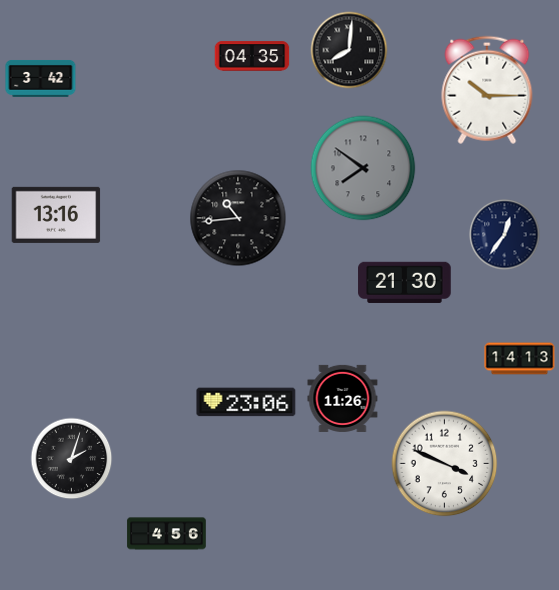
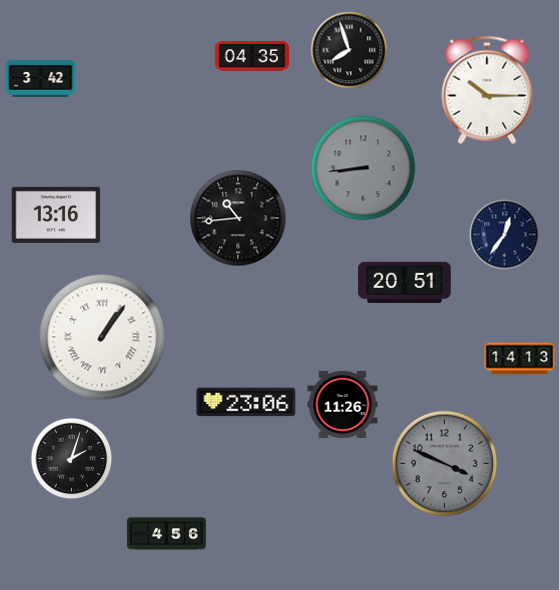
clock at (349, 50): 8:01 -> 7:57
clock at (363, 168): 7:51 -> 8:44
clock at (405, 282): 21:30 -> 20:51
clock at (102, 337): none -> 1:06
clock at (343, 398) position: (343, 398) -> (343, 404)
clock at (445, 464) dial: white -> grey
